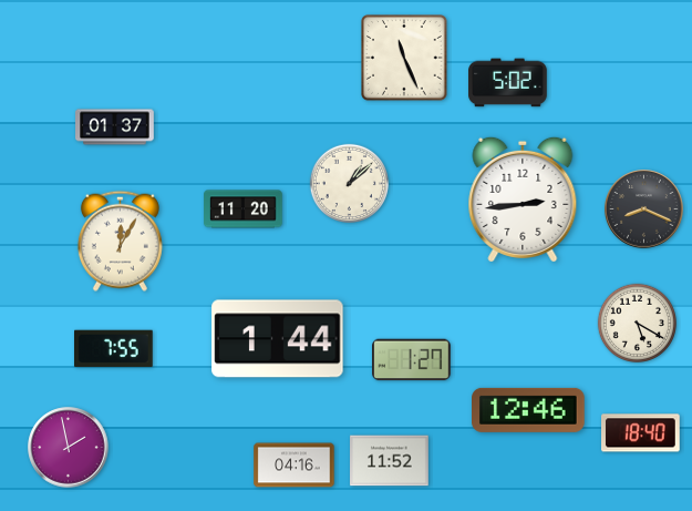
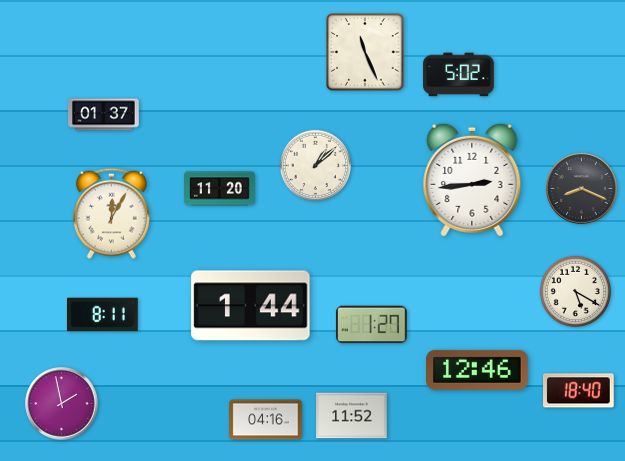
clock at (120, 241) position: (120, 241) -> (111, 213)
clock at (114, 349): 7:55 -> 8:11
